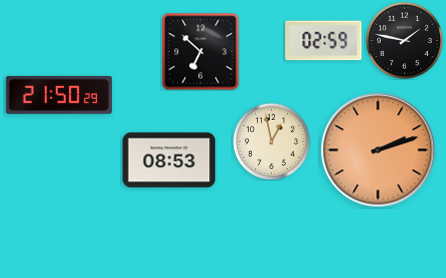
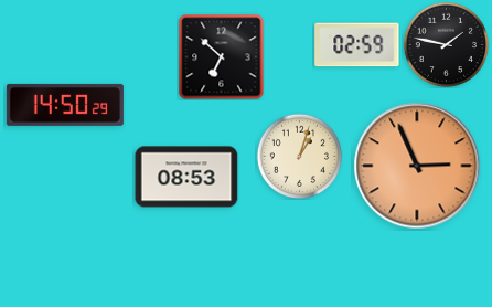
clock at (59, 95): 21:50 -> 14:50
clock at (271, 141): 12:58 -> 1:03
clock at (378, 150): 2:12 -> 2:56
